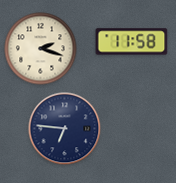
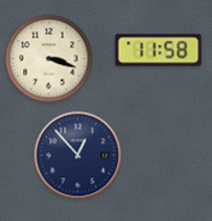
clock at (41, 49): 2:18 -> 3:18
clock at (65, 129): 6:46 -> 12:53
